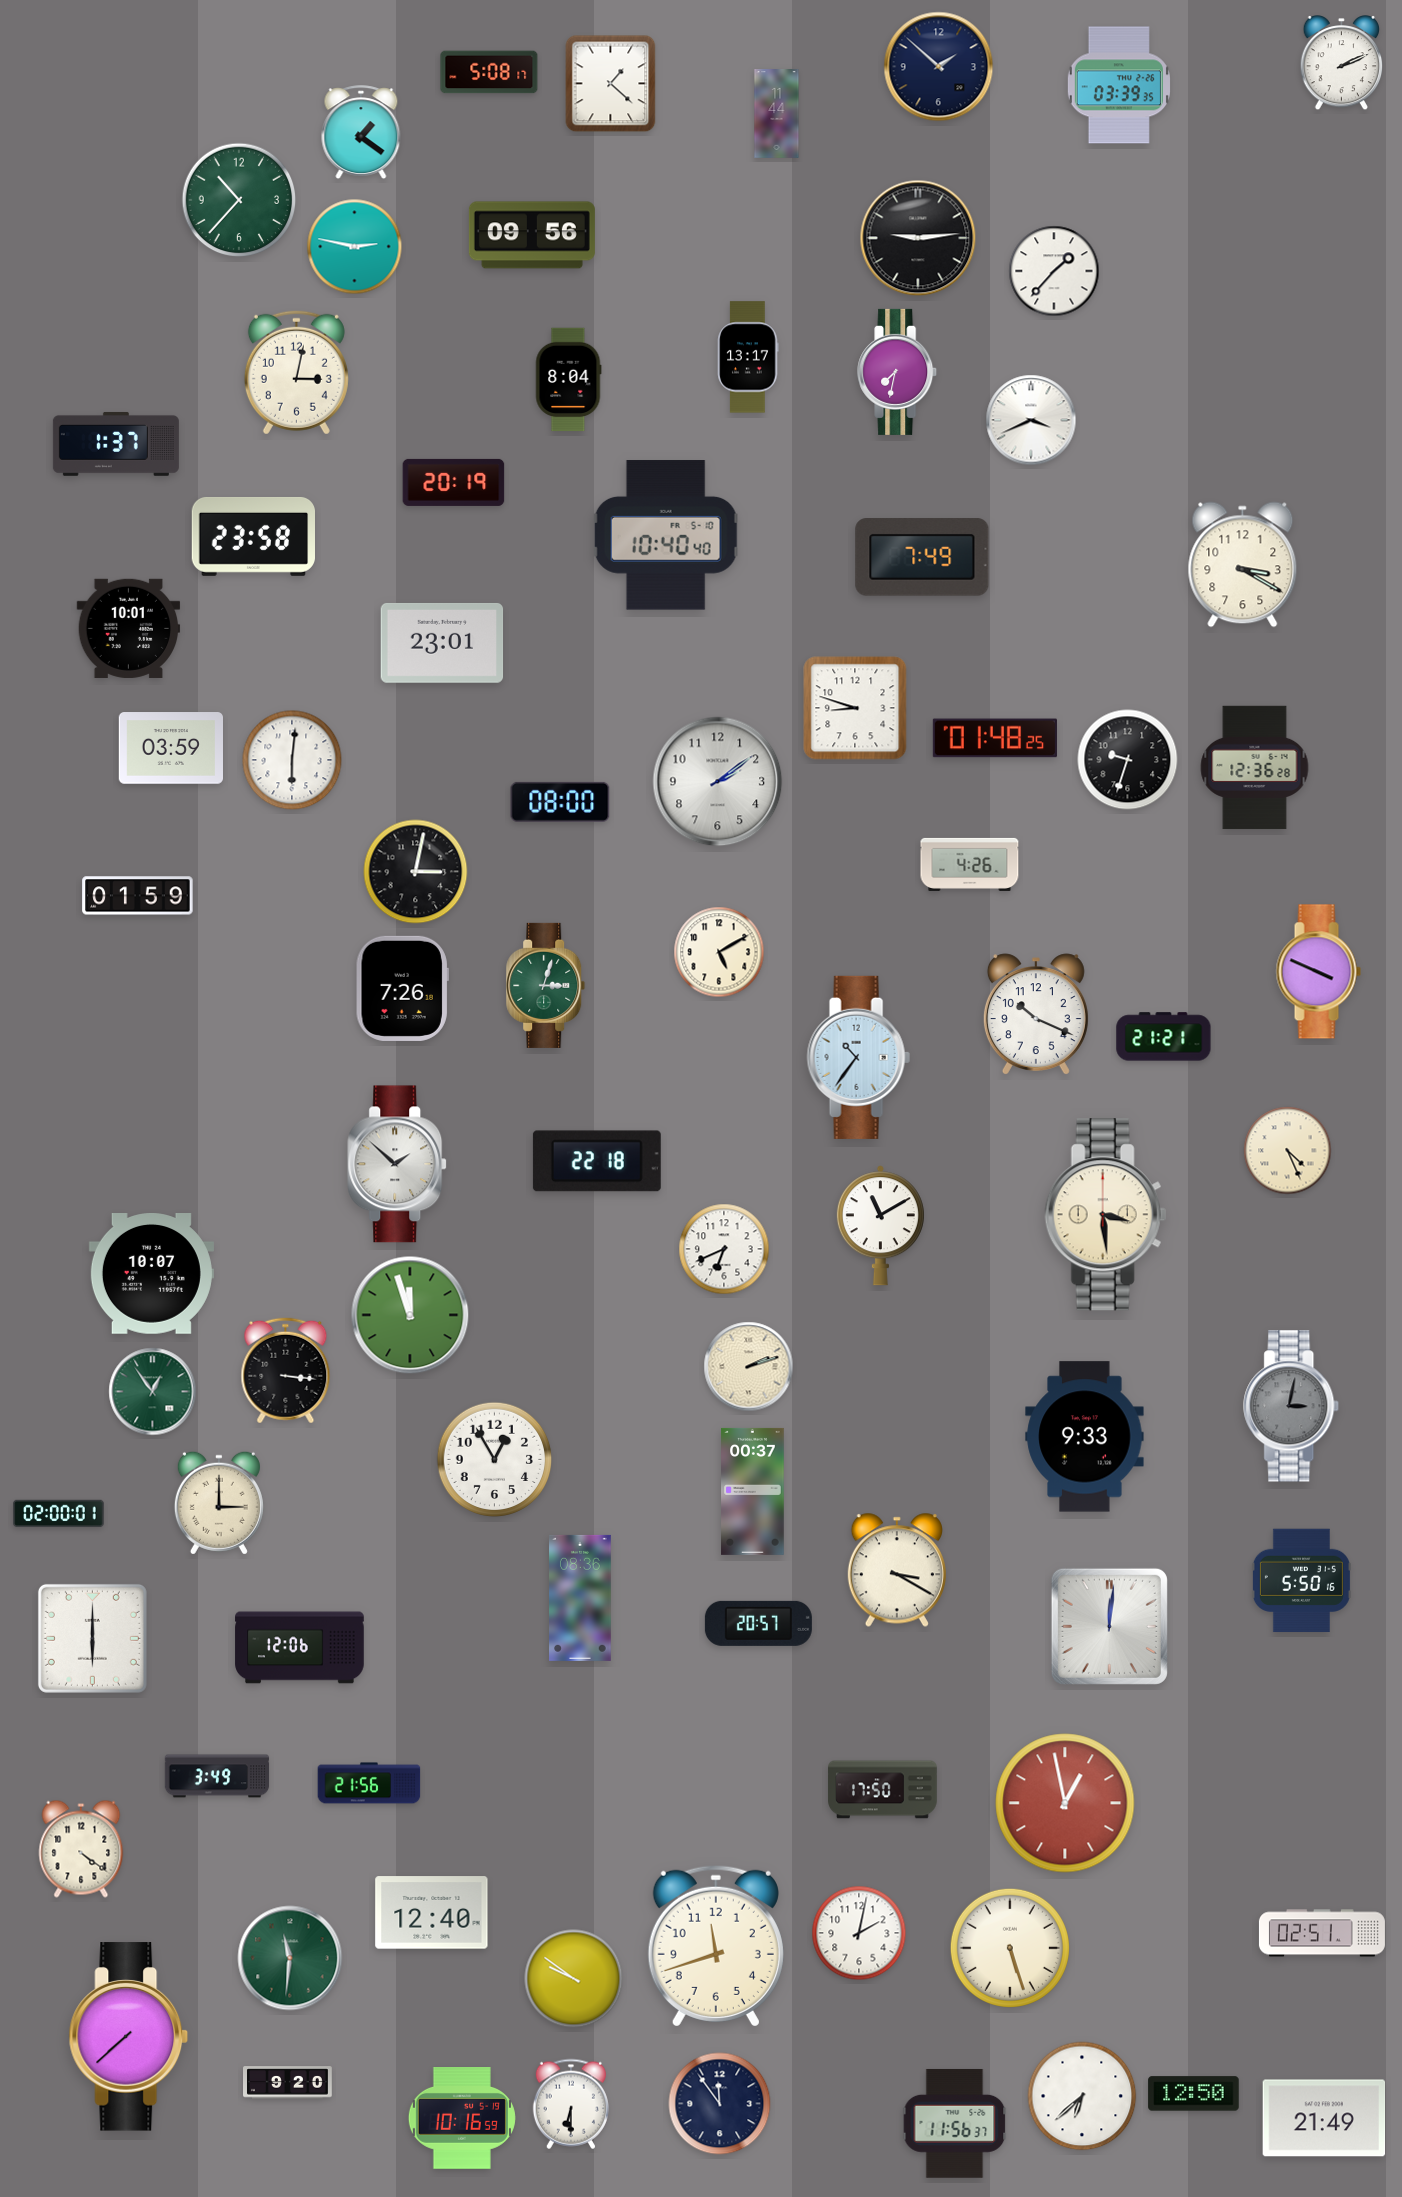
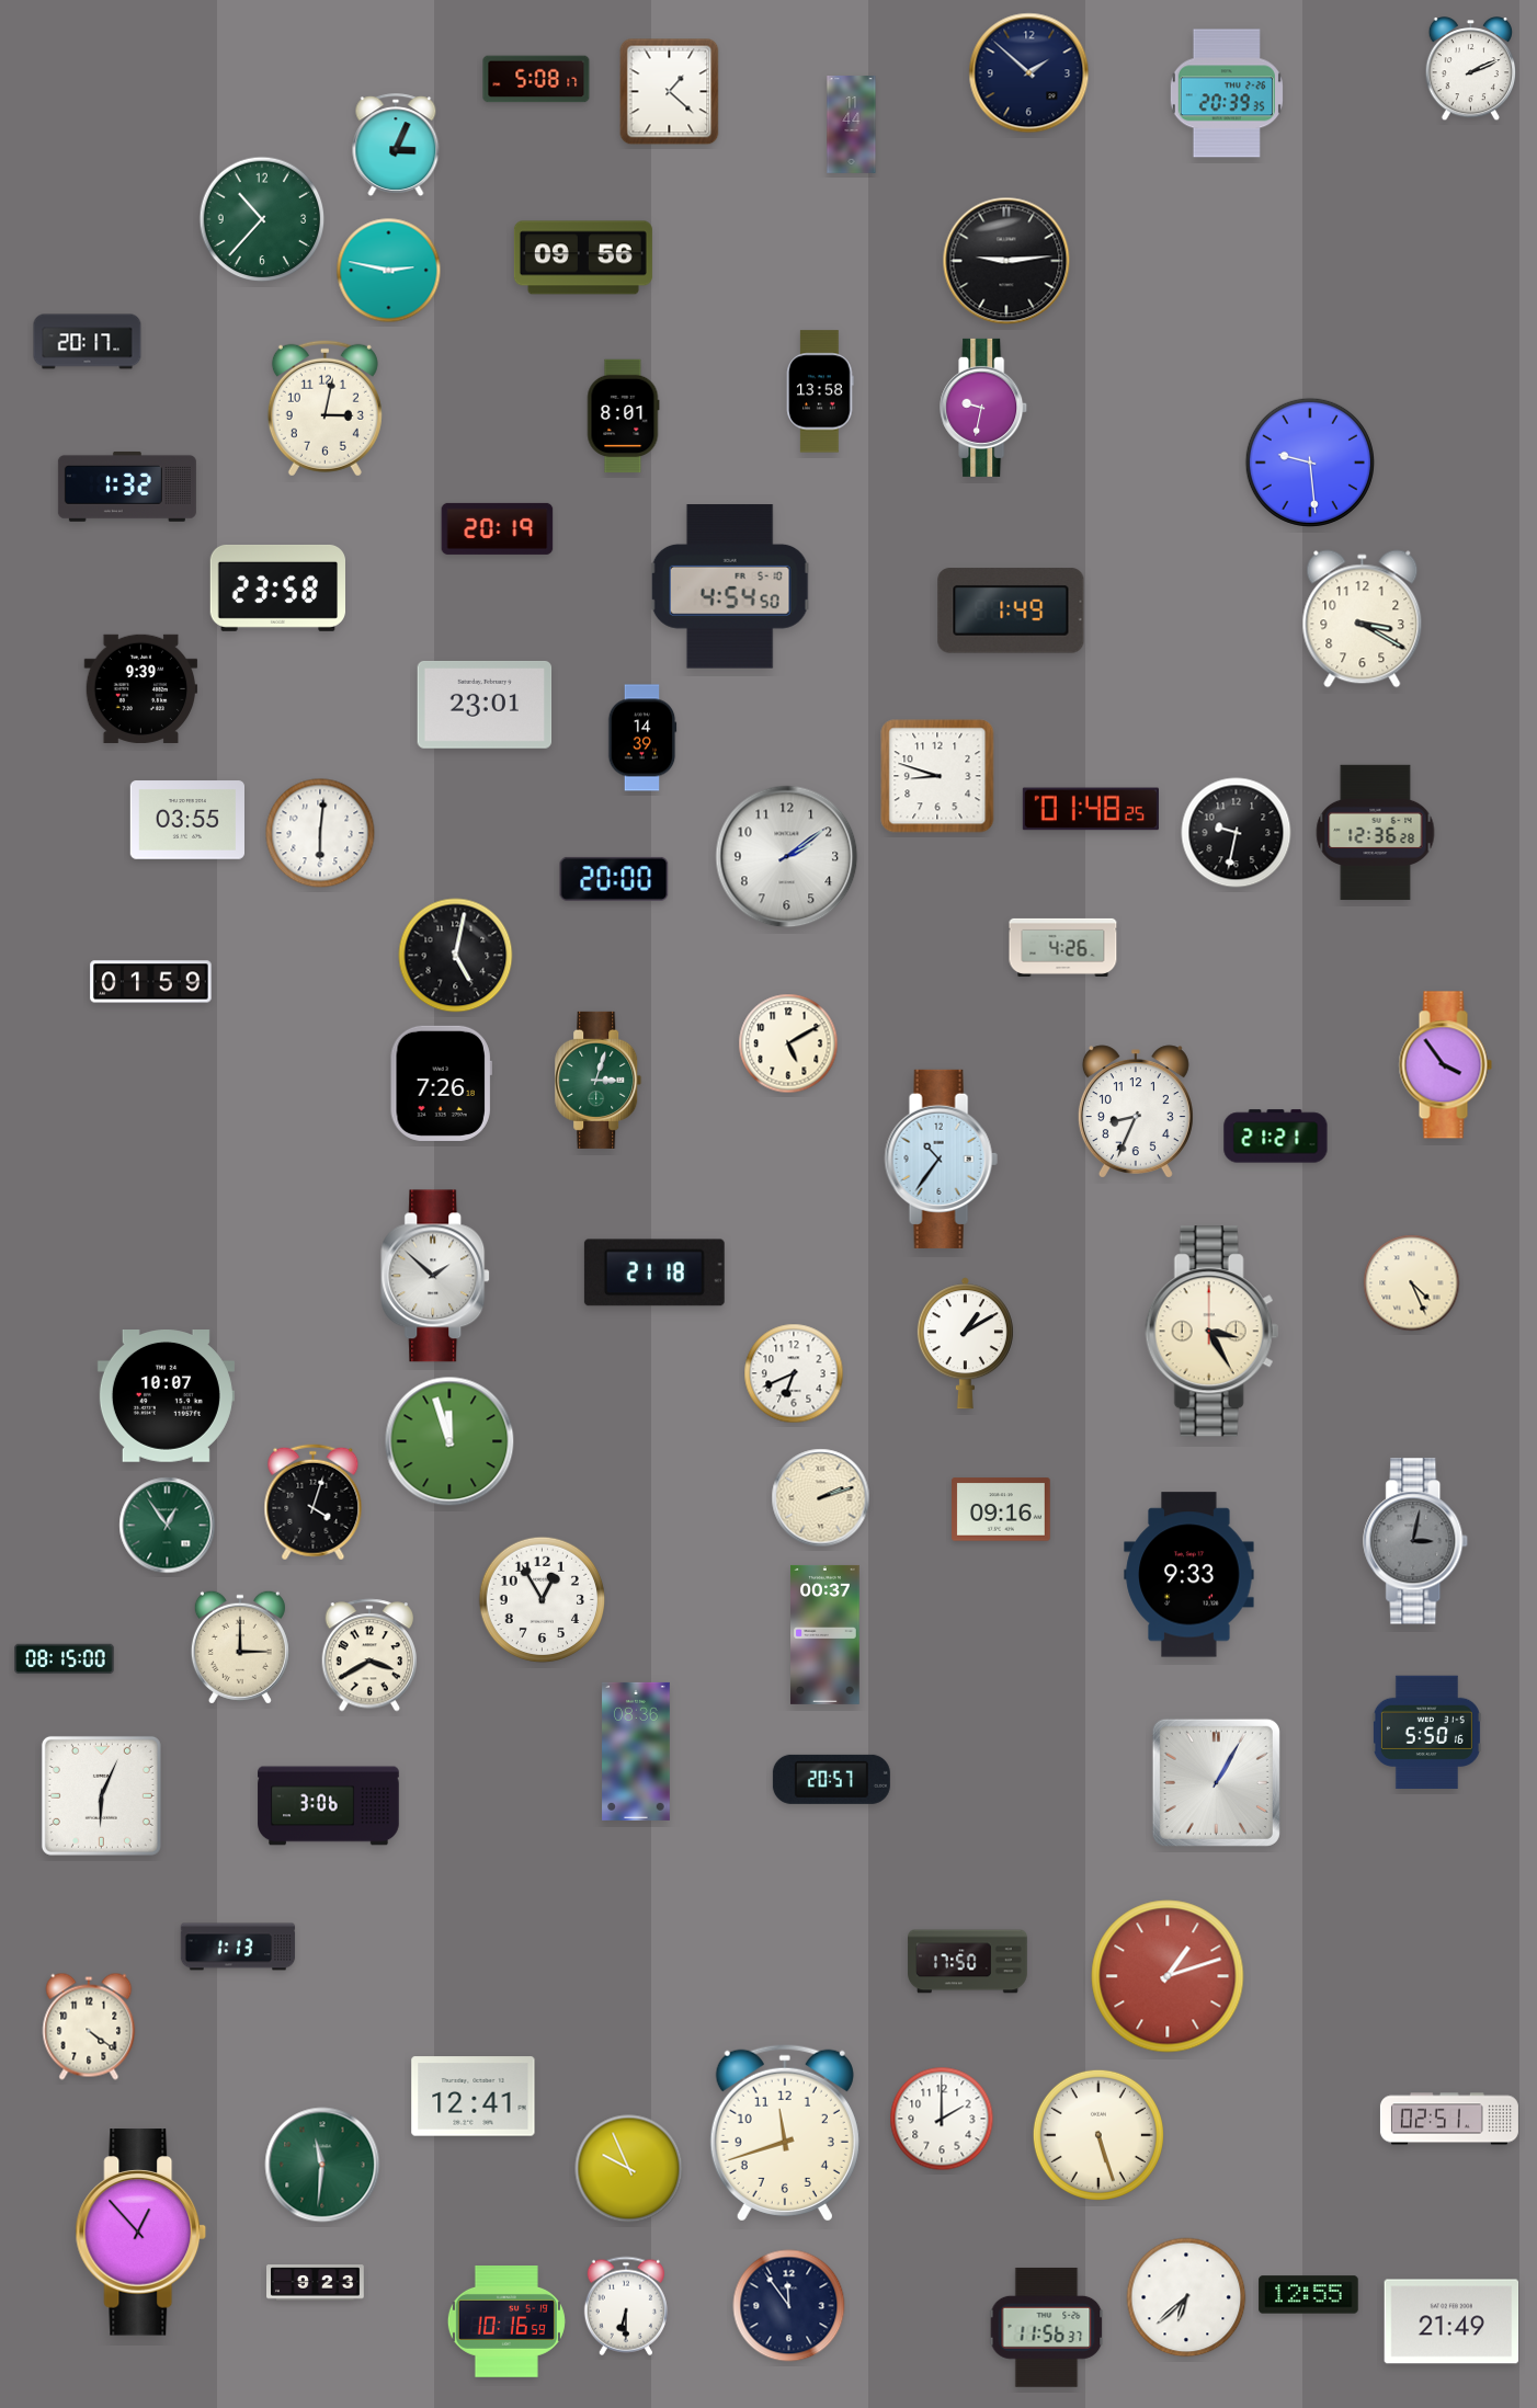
clock at (1119, 85): 03:39 -> 20:39
clock at (361, 133): 1:21 -> 3:04
clock at (1054, 271): 1:37 -> none
clock at (88, 342): none -> 20:17
clock at (748, 357): 13:17 -> 13:58
clock at (898, 372): 7:32 -> 9:32
clock at (568, 380): 8:04 -> 8:01
clock at (1031, 420): 3:41 -> none
clock at (1310, 463): none -> 9:29
clock at (116, 444): 1:37 -> 1:32
clock at (666, 535): 10:40 -> 4:54
clock at (922, 557): 7:49 -> 1:49
clock at (129, 628): 10:01 -> 9:39
clock at (642, 738): none -> 14:39
clock at (170, 748): 03:59 -> 03:55
clock at (1128, 760): 9:33 -> 9:32
clock at (1255, 768) position: (1255, 768) -> (1376, 833)
clock at (560, 802): 08:00 -> 20:00
clock at (416, 872): 3:02 -> 5:02
clock at (1318, 972): 3:49 -> 3:54
clock at (1036, 1014): 10:19 -> 8:34
clock at (1288, 1151) position: (1288, 1151) -> (1412, 1283)
clock at (597, 1161): 22:18 -> 21:18
clock at (1105, 1215): 3:29 -> 3:25
clock at (880, 1226): 11:10 -> 1:10
clock at (724, 1249) position: (724, 1249) -> (794, 1373)
clock at (286, 1371): 3:16 -> 4:03
clock at (1001, 1509): none -> 09:16
clock at (369, 1655): none -> 3:40
clock at (59, 1514): 02:00 -> 08:15
clock at (897, 1570): 3:20 -> none
clock at (1109, 1626): 12:01 -> 1:05
clock at (92, 1638): 6:00 -> 6:04
clock at (300, 1648): 12:06 -> 3:06
clock at (217, 1776): 3:49 -> 1:13
clock at (369, 1783): 21:56 -> none
clock at (1065, 1803): 12:58 -> 1:12
clock at (432, 1913): 12:40 -> 12:41
clock at (859, 1933): 2:02 -> 2:00
clock at (1010, 1948) position: (1010, 1948) -> (1098, 2135)
clock at (290, 1958) position: (290, 1958) -> (322, 2165)
clock at (574, 1979): 9:51 -> 9:56
clock at (129, 2037): 7:38 -> 12:53
clock at (288, 2083): 9:20 -> 9:23
clock at (1194, 2094): 12:50 -> 12:55
